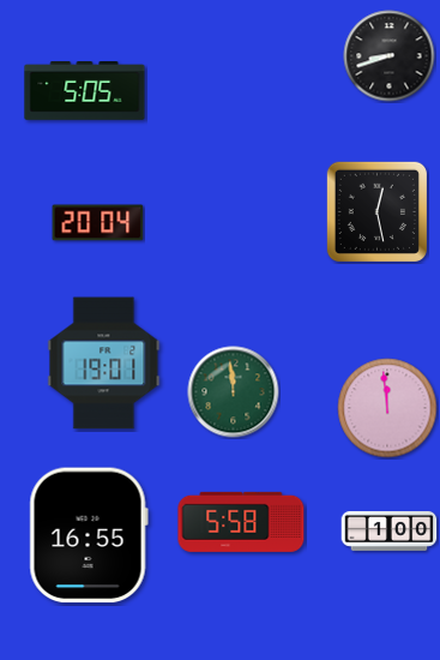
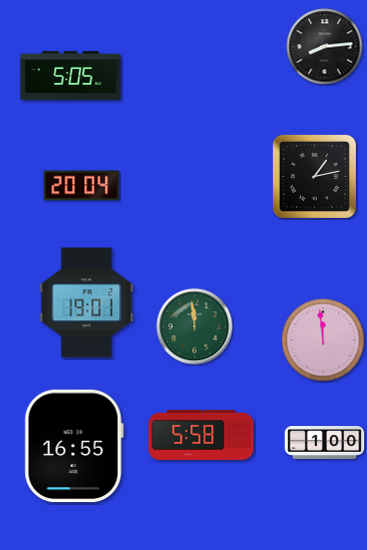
clock at (390, 56): 8:42 -> 8:14
clock at (376, 211): 12:28 -> 1:13
